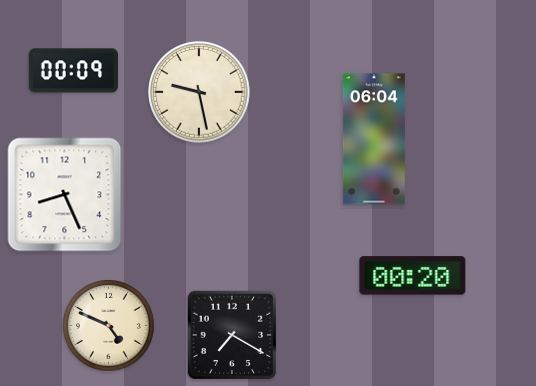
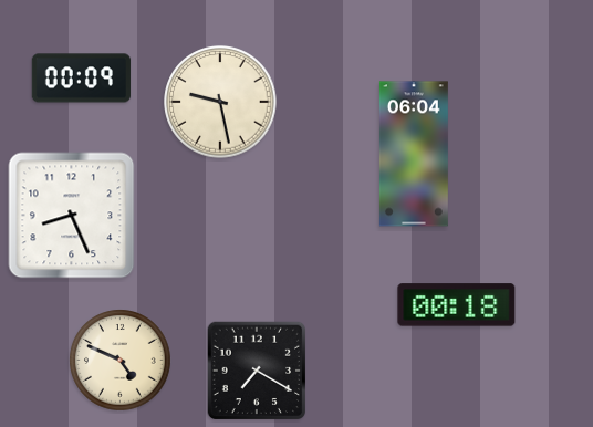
clock at (413, 276): 00:20 -> 00:18
